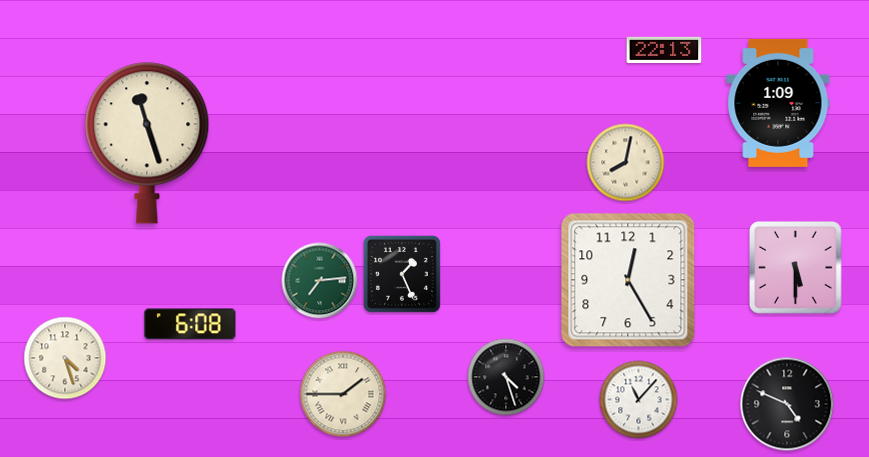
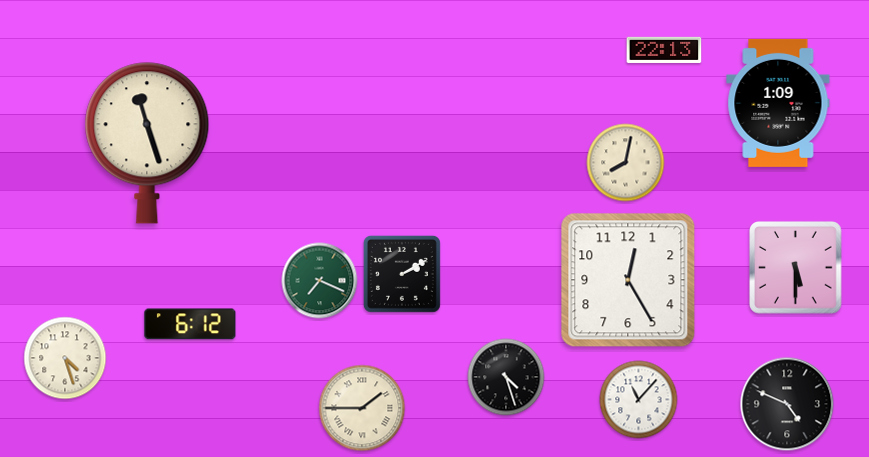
clock at (402, 274): 1:26 -> 2:10
clock at (320, 281): 7:14 -> 7:19
clock at (190, 324): 6:08 -> 6:12
clock at (343, 394) position: (343, 394) -> (362, 408)
